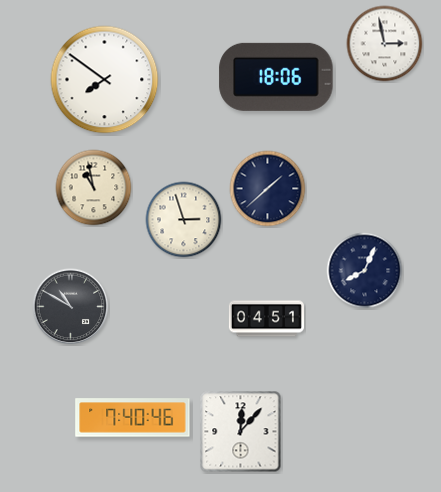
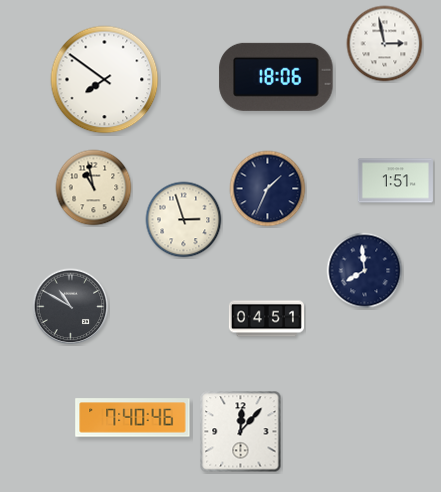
clock at (395, 181): none -> 1:51
clock at (268, 189): 1:38 -> 1:34
clock at (365, 271): 8:04 -> 7:59
